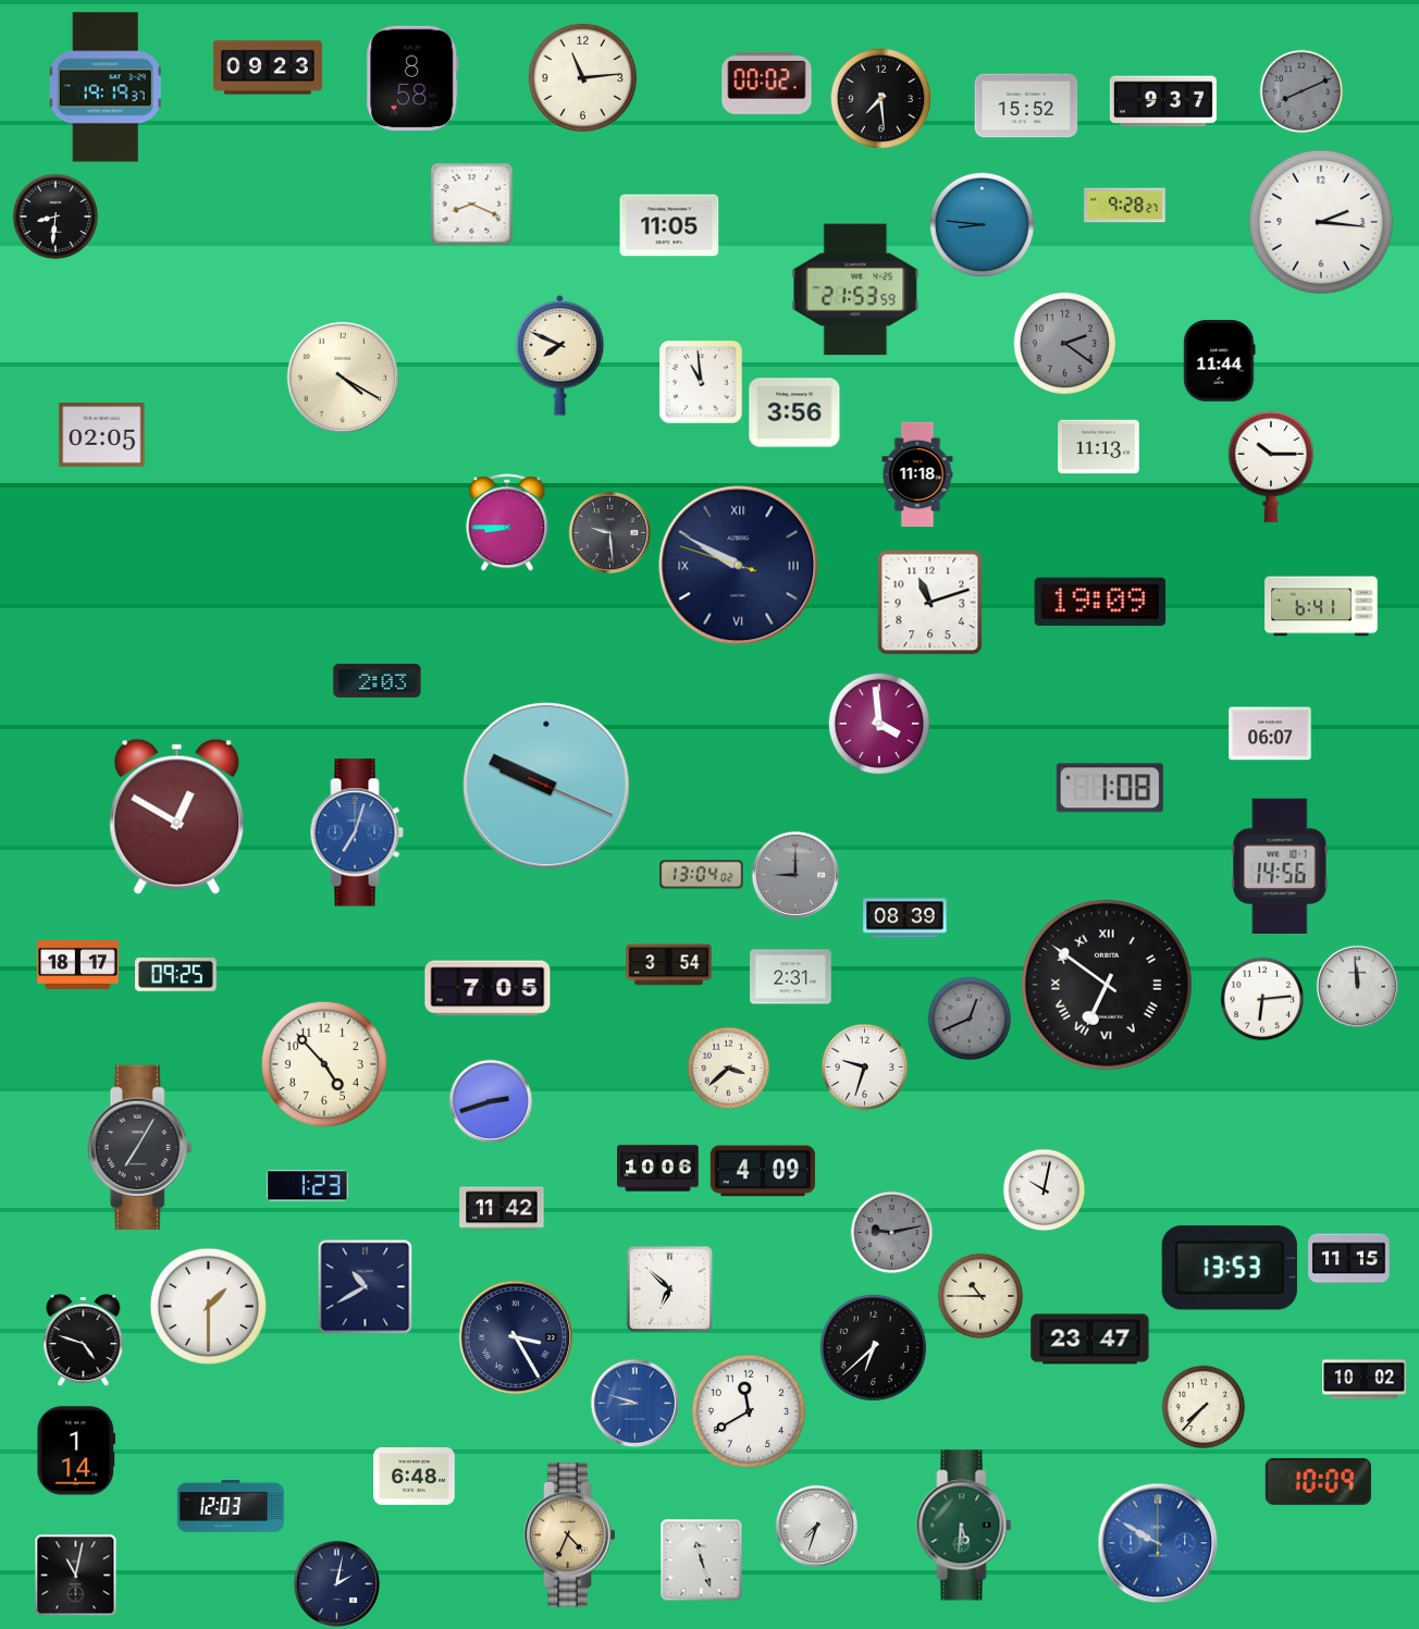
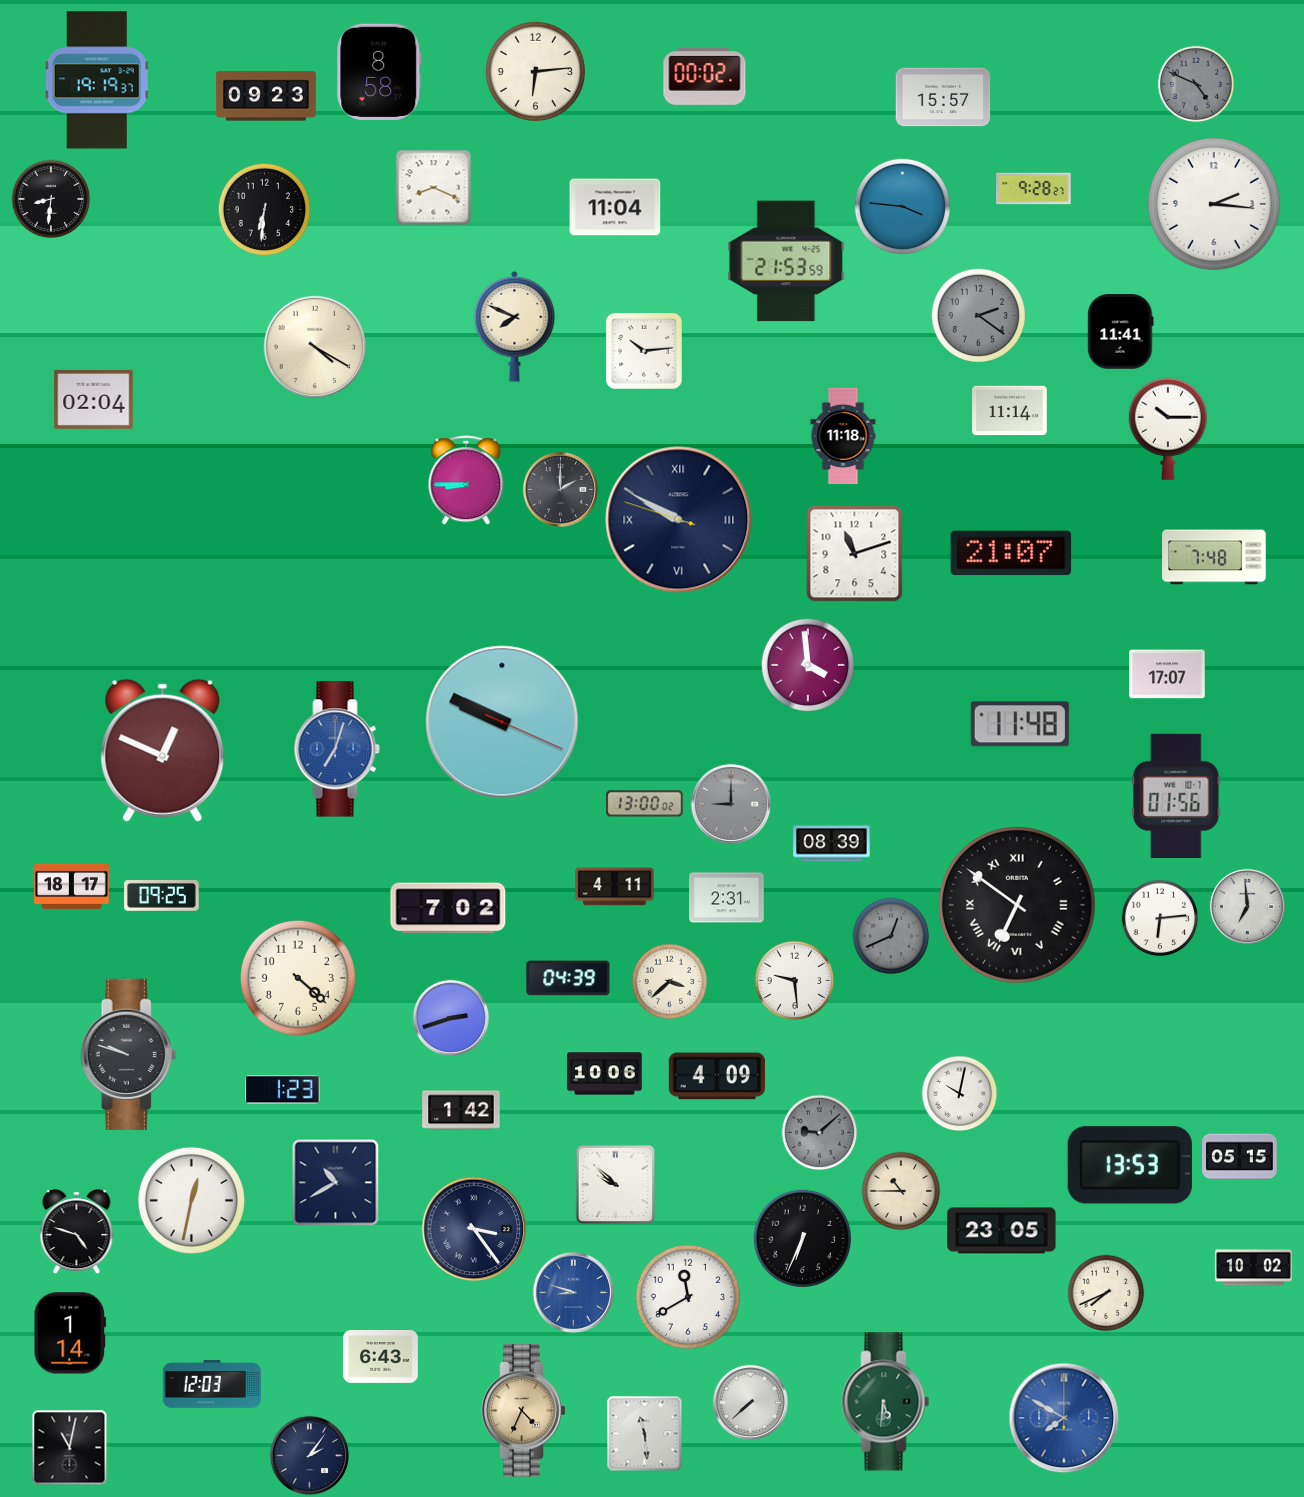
clock at (268, 67) position: (268, 67) -> (266, 96)
clock at (582, 77): 11:14 -> 6:14
clock at (1301, 91): 8:11 -> 4:49
clock at (881, 99): 7:29 -> none
clock at (1163, 101): 9:37 -> none
clock at (1026, 106): 15:52 -> 15:57
clock at (982, 224): 8:46 -> 3:46
clock at (669, 225): 11:05 -> 11:04
clock at (265, 210): none -> 6:31
clock at (855, 289) position: (855, 289) -> (786, 261)
clock at (1220, 361): 11:44 -> 11:41
clock at (701, 382): 10:59 -> 10:14
clock at (794, 412): 3:56 -> none
clock at (102, 435): 02:05 -> 02:04
clock at (1099, 447): 11:13 -> 11:14
clock at (609, 532): 9:29 -> 2:00
clock at (1100, 602): 19:09 -> 21:07
clock at (1321, 606): 6:41 -> 7:48
clock at (378, 680): 2:03 -> none
clock at (1270, 733): 06:07 -> 17:07
clock at (1110, 788): 1:08 -> 11:48
clock at (177, 816): 12:50 -> 12:49
clock at (357, 832) position: (357, 832) -> (337, 749)
clock at (1280, 866): 14:56 -> 01:56
clock at (702, 875): 13:04 -> 13:00
clock at (669, 965): 3:54 -> 4:11
clock at (1357, 986): 11:59 -> 6:59
clock at (488, 988): 7:05 -> 7:02
clock at (324, 1064): 4:53 -> 4:22
clock at (568, 978): none -> 04:39
clock at (865, 1068): 9:33 -> 9:29
clock at (491, 1101) position: (491, 1101) -> (451, 1018)
clock at (140, 1147): 7:05 -> 9:48
clock at (763, 1171) position: (763, 1171) -> (717, 1076)
clock at (502, 1208): 11:42 -> 1:42
clock at (892, 1233): 9:13 -> 9:08
clock at (1349, 1259): 11:15 -> 05:15
clock at (670, 1289): 6:52 -> 9:52
clock at (208, 1306): 1:30 -> 12:32
clock at (516, 1337): 3:25 -> 3:24
clock at (1090, 1340): 23:47 -> 23:05
clock at (873, 1347): 6:38 -> 6:34
clock at (634, 1403) position: (634, 1403) -> (573, 1292)
clock at (1204, 1407): 7:37 -> 7:41
clock at (415, 1477): 6:48 -> 6:43
clock at (1318, 1481): 10:09 -> none
clock at (816, 1526): 7:33 -> 7:38
clock at (1158, 1543): 9:50 -> 7:50
clock at (702, 1560): 11:27 -> 11:29
clock at (336, 1583): 2:02 -> 2:06
